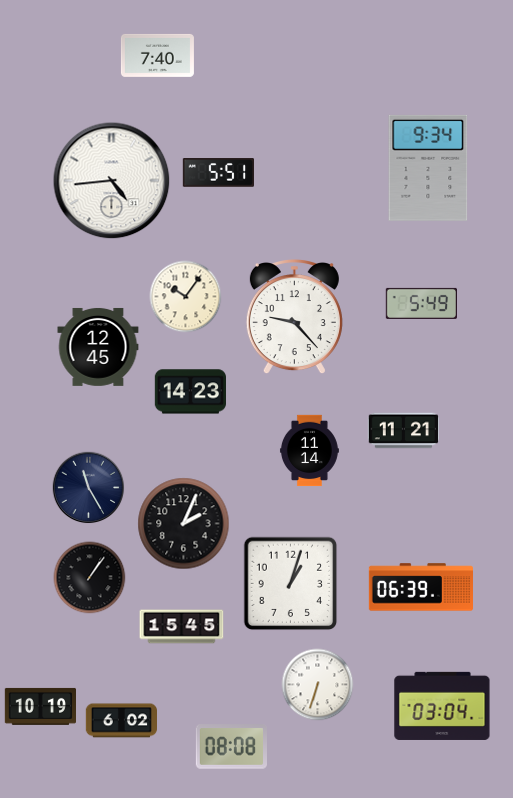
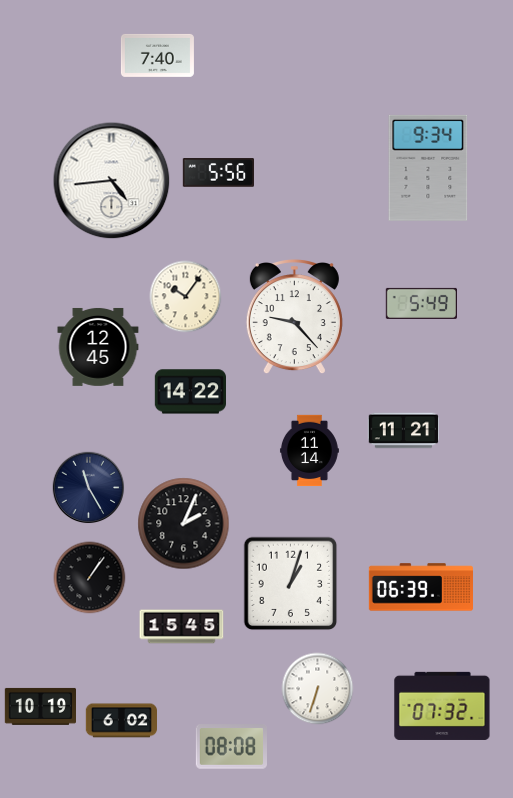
clock at (218, 173): 5:51 -> 5:56
clock at (191, 392): 14:23 -> 14:22
clock at (318, 685) position: (318, 685) -> (318, 689)
clock at (442, 706): 03:04 -> 07:32
